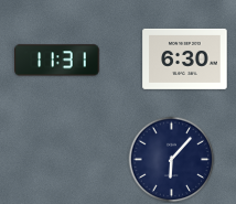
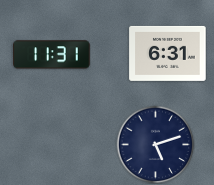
clock at (185, 58): 6:30 -> 6:31
clock at (171, 159): 6:07 -> 5:12
